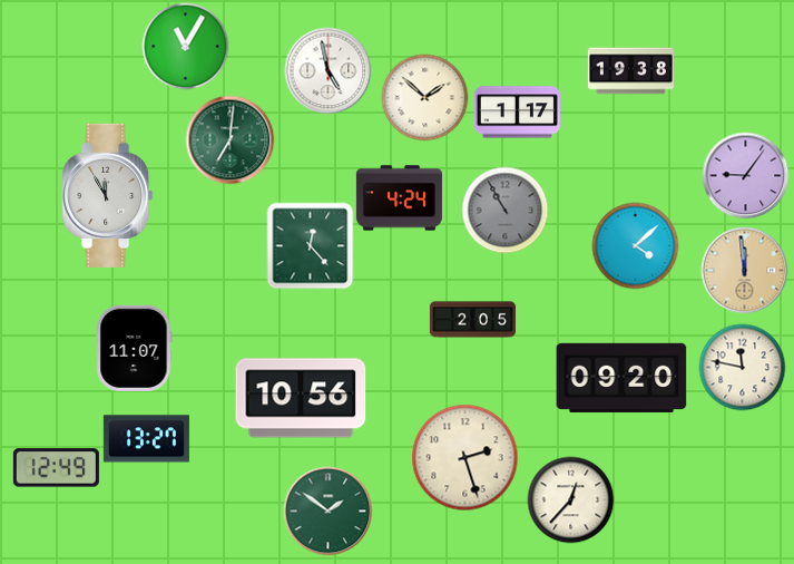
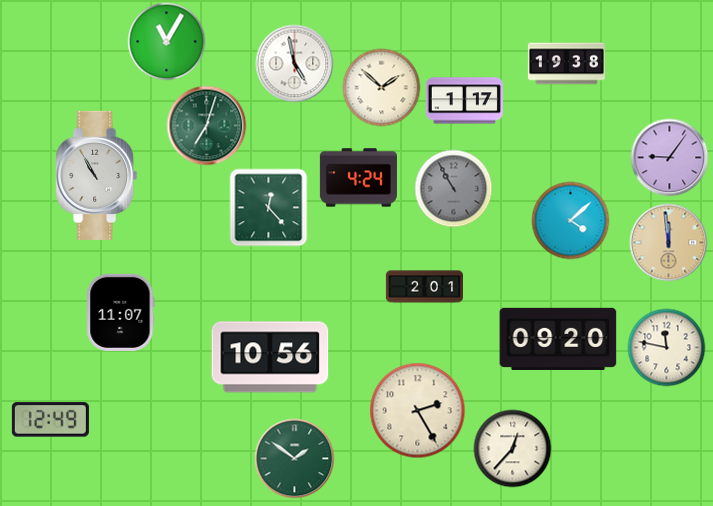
clock at (229, 139): 7:01 -> 7:03
clock at (108, 195): 11:55 -> 10:55
clock at (310, 245) position: (310, 245) -> (268, 207)
clock at (472, 320): 2:05 -> 2:01
clock at (742, 367) position: (742, 367) -> (666, 347)
clock at (146, 439): 13:27 -> none
clock at (464, 457): 2:27 -> 2:25
